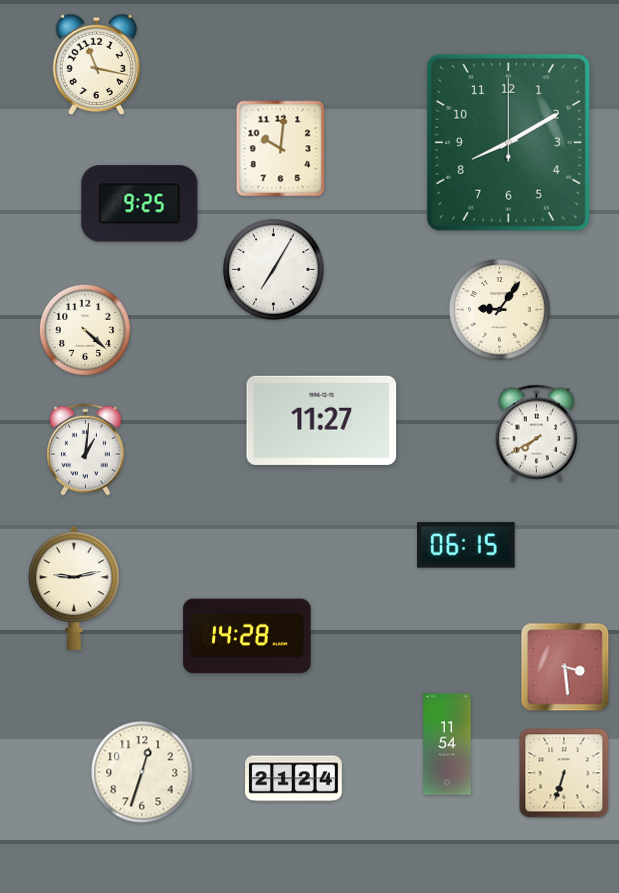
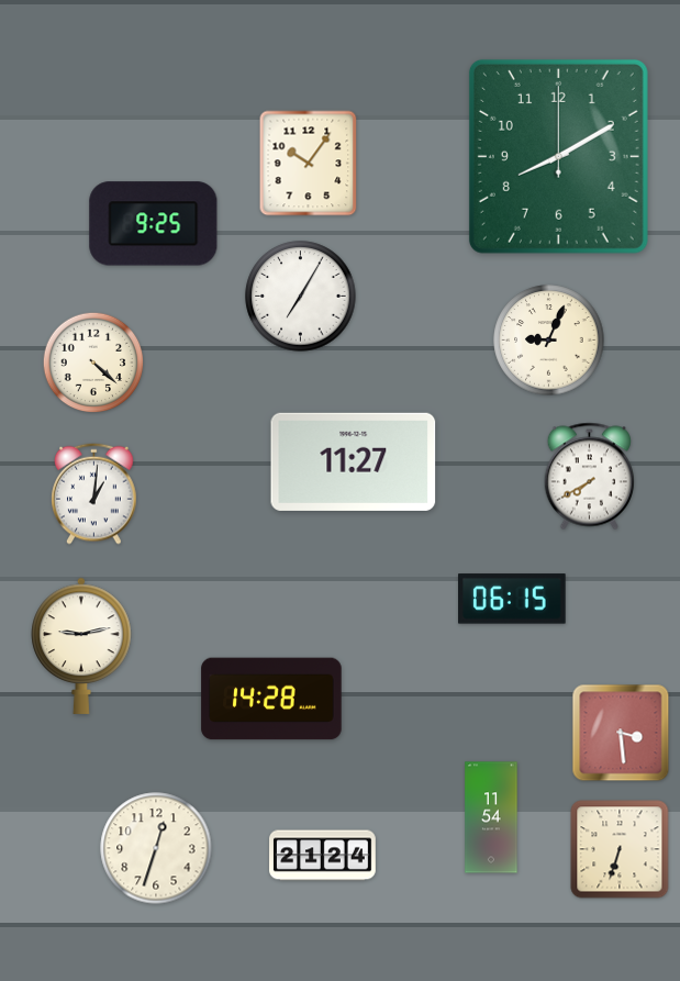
clock at (96, 65): 11:17 -> none
clock at (281, 149): 10:01 -> 10:06
clock at (500, 310): 9:06 -> 9:04
